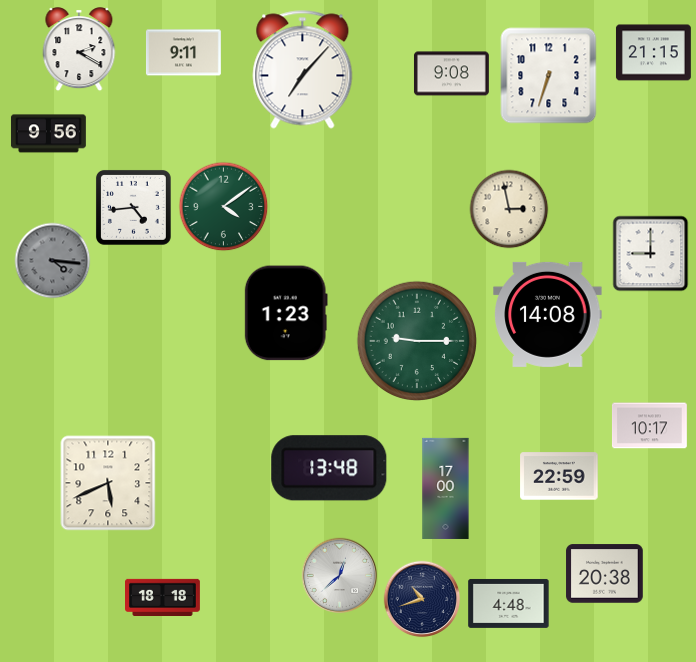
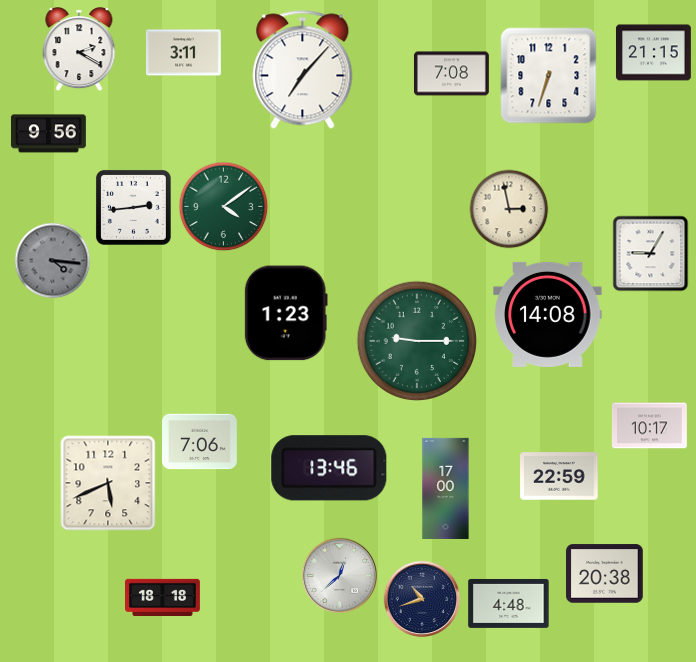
clock at (183, 53): 9:11 -> 3:11
clock at (451, 74): 9:08 -> 7:08
clock at (133, 207): 4:44 -> 2:44
clock at (651, 254): 9:00 -> 9:05
clock at (199, 442): none -> 7:06
clock at (329, 468): 13:48 -> 13:46
